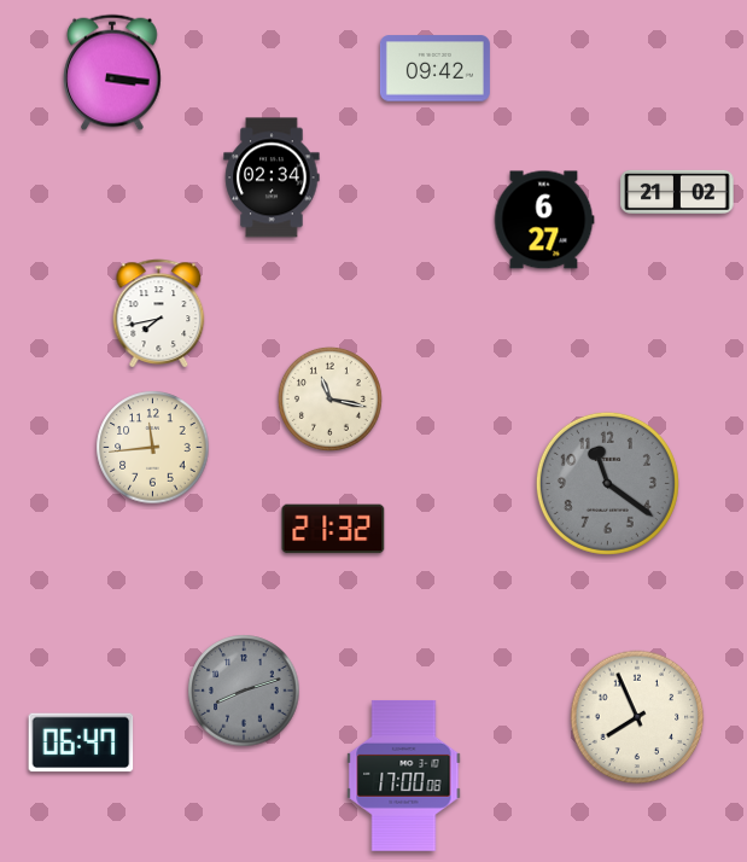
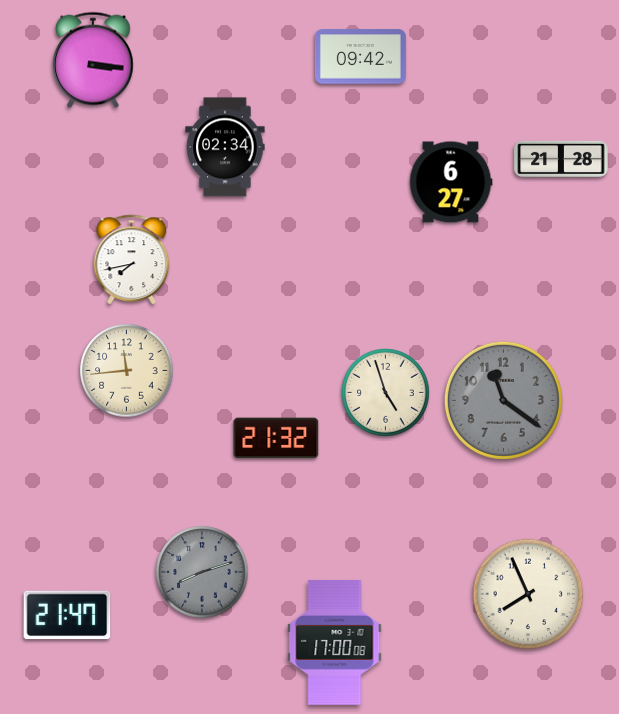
clock at (677, 192): 21:02 -> 21:28
clock at (329, 398): 11:17 -> none
clock at (386, 393): none -> 4:57
clock at (81, 742): 06:47 -> 21:47
